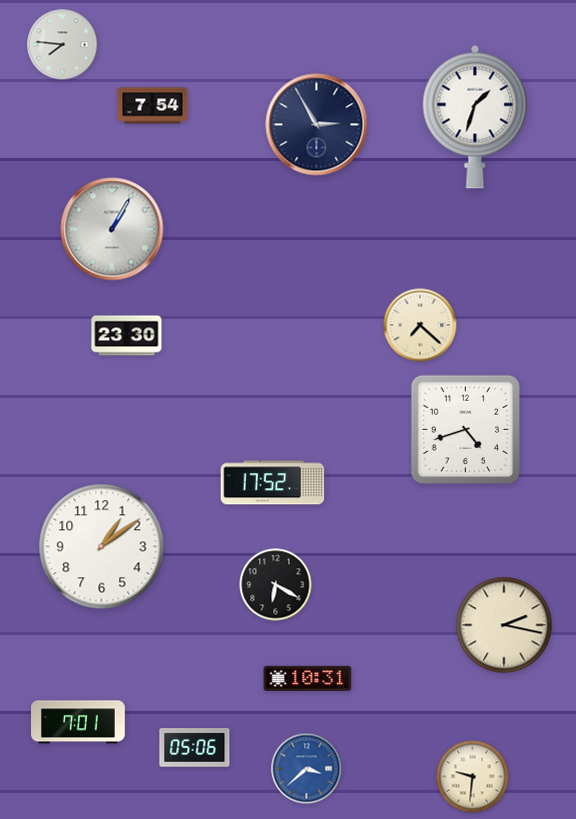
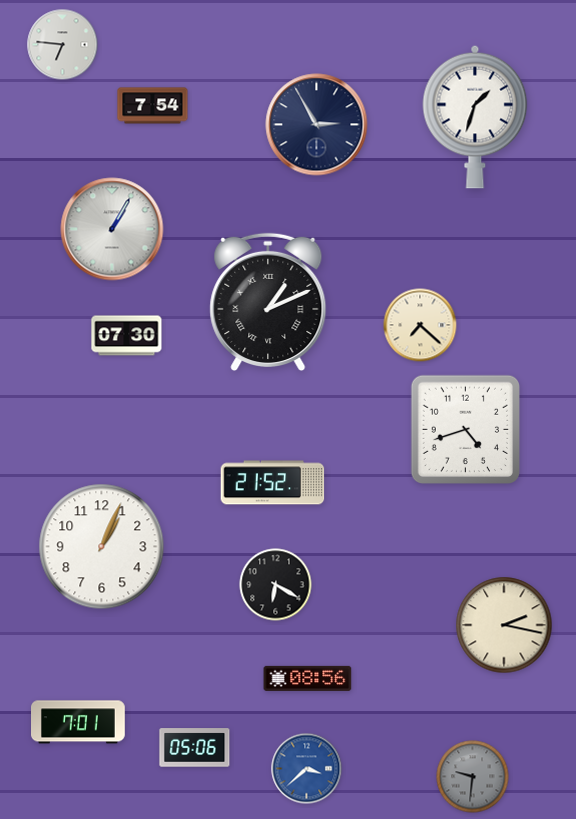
clock at (63, 45): 7:46 -> 6:46
clock at (268, 301): none -> 1:11
clock at (127, 336): 23:30 -> 07:30
clock at (273, 483): 17:52 -> 21:52
clock at (102, 547): 1:09 -> 1:04
clock at (308, 678): 10:31 -> 08:56
clock at (473, 777) dial: cream -> grey
